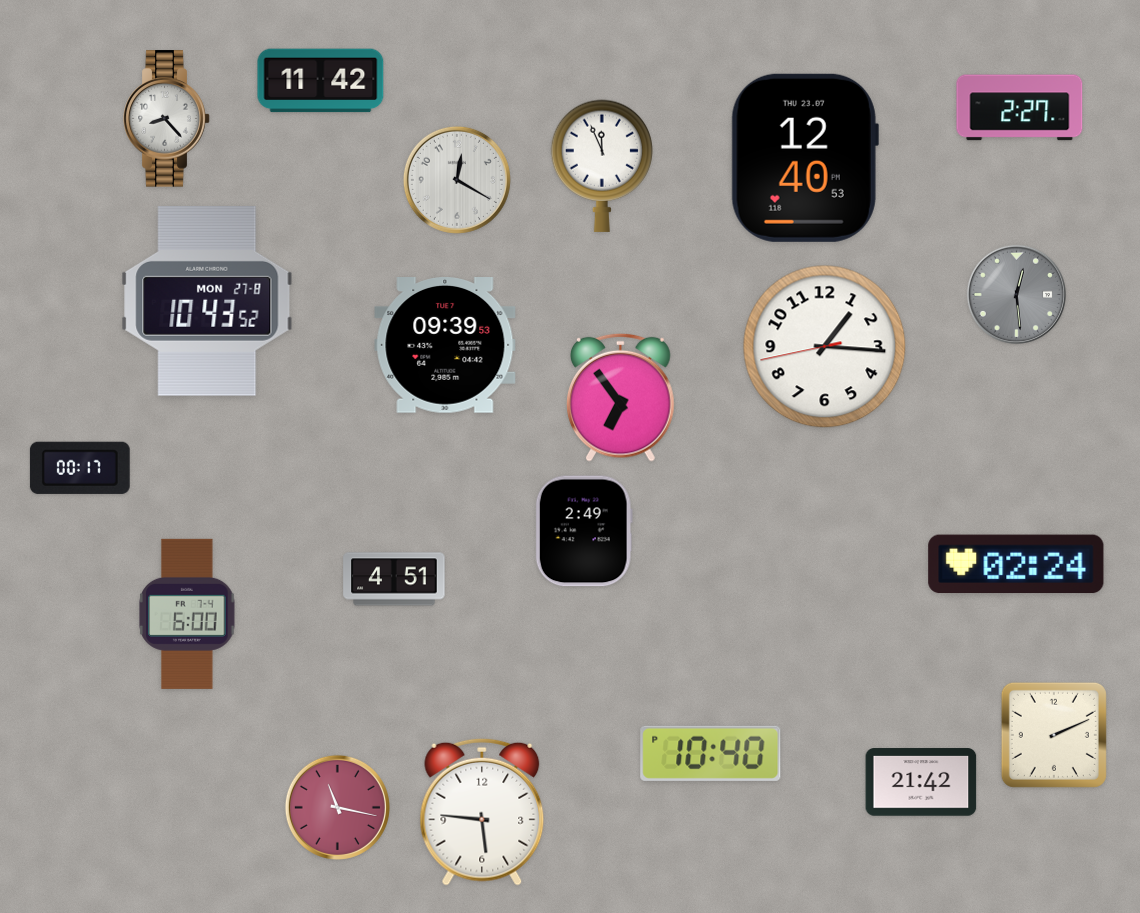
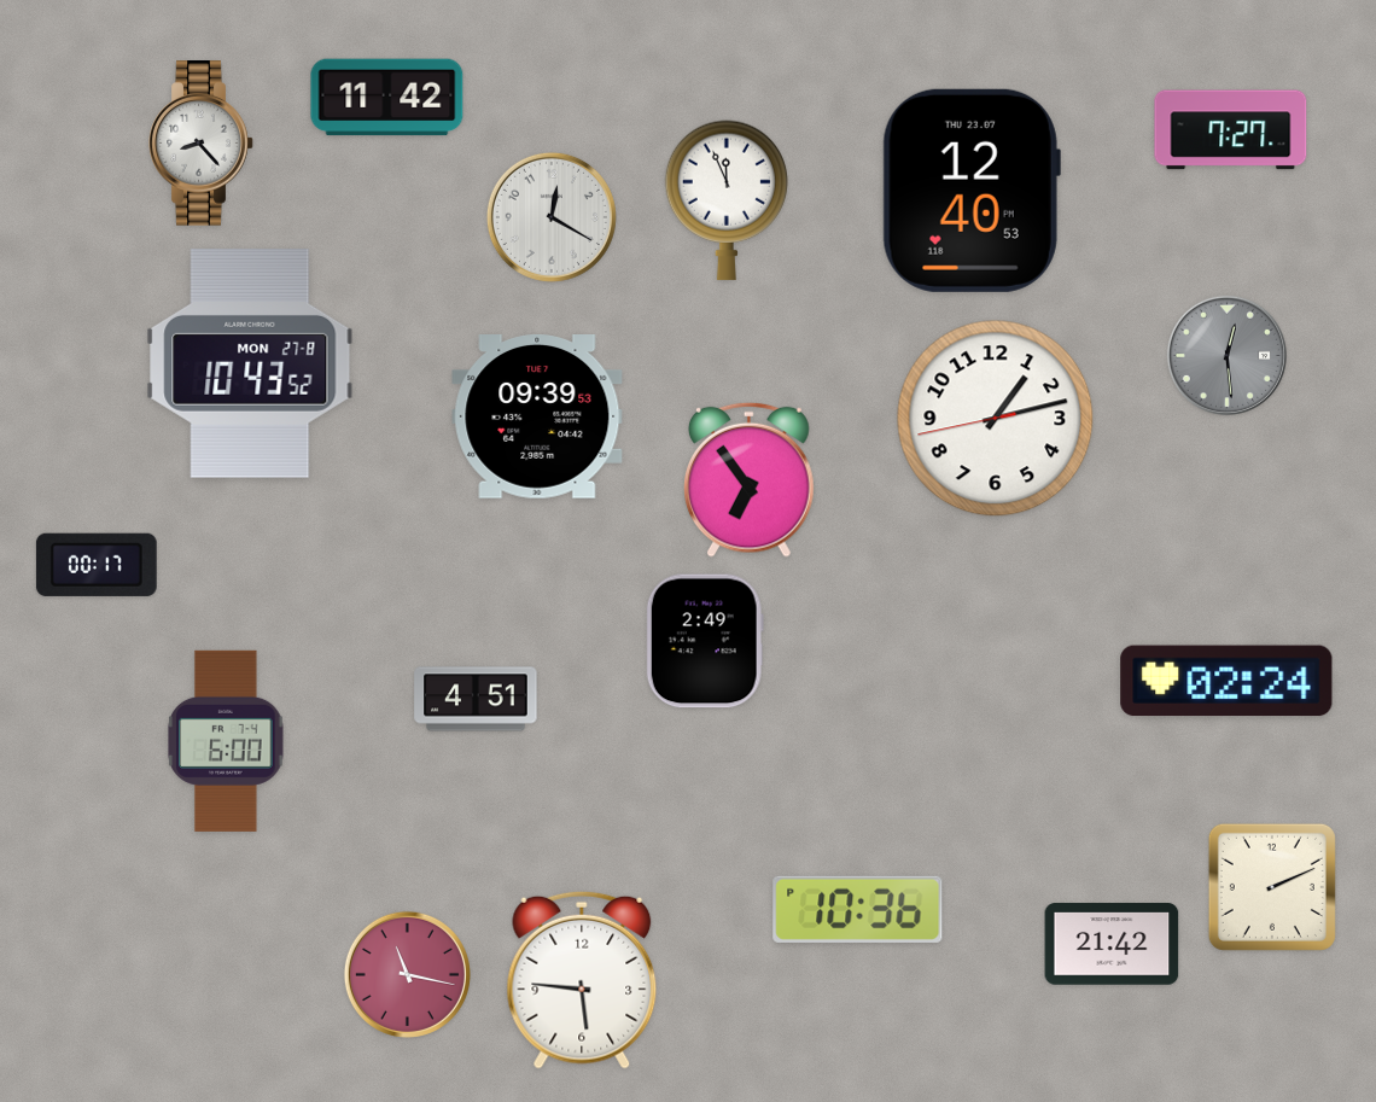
clock at (1020, 108): 2:27 -> 7:27
clock at (825, 347): 1:15 -> 1:12
clock at (711, 753): 10:40 -> 10:36
